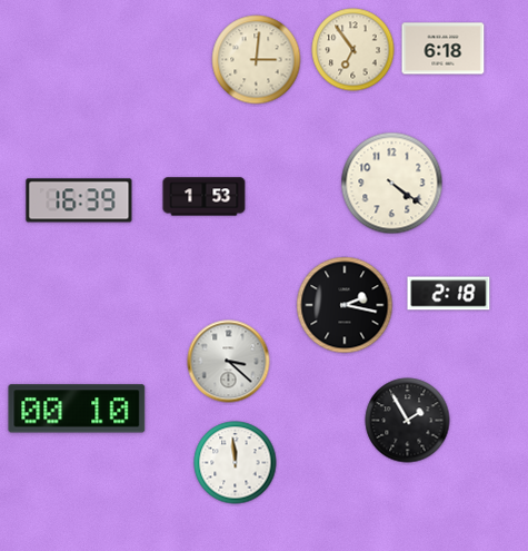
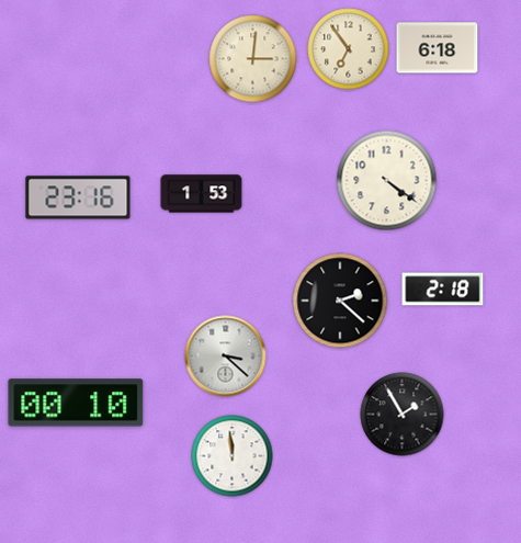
clock at (79, 200): 16:39 -> 23:16
clock at (345, 305): 2:17 -> 2:22
